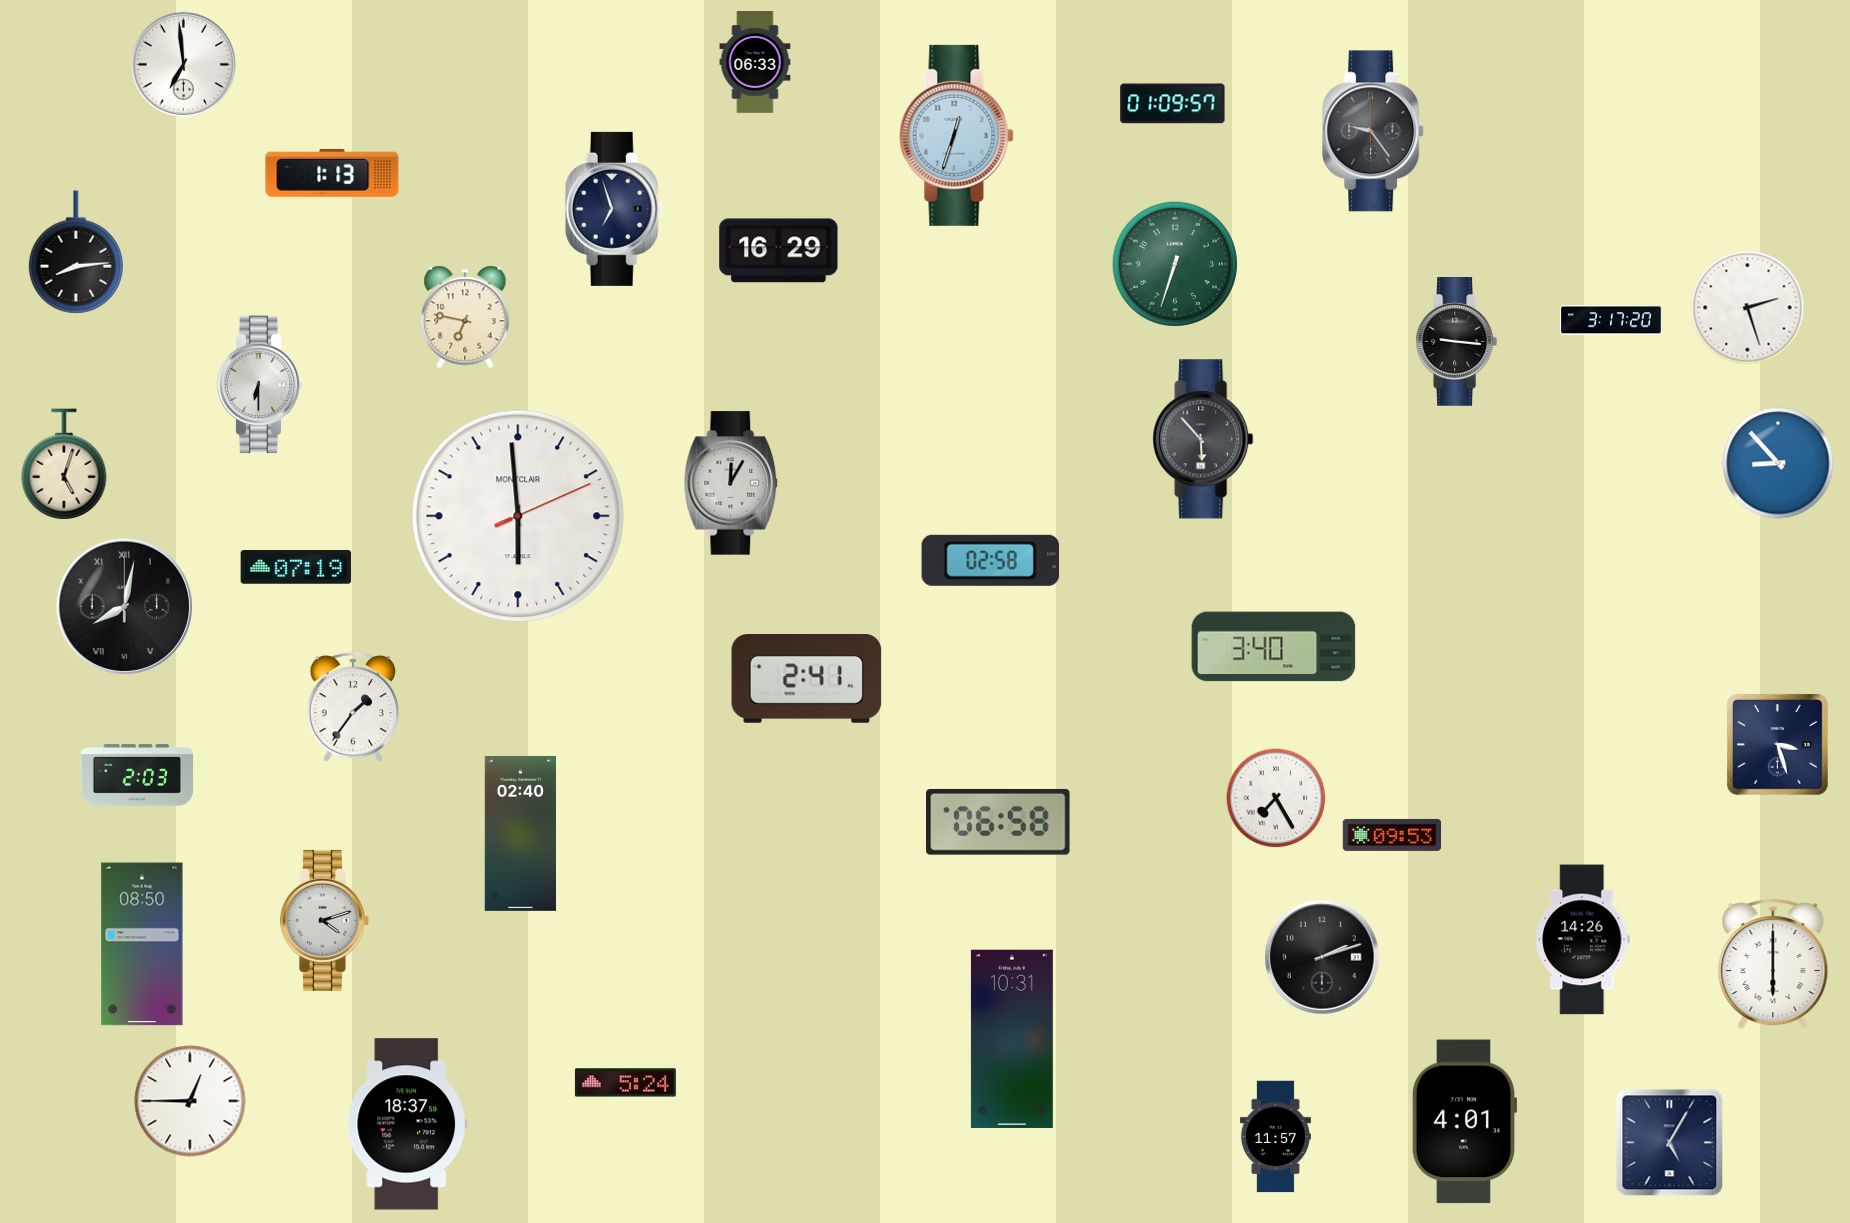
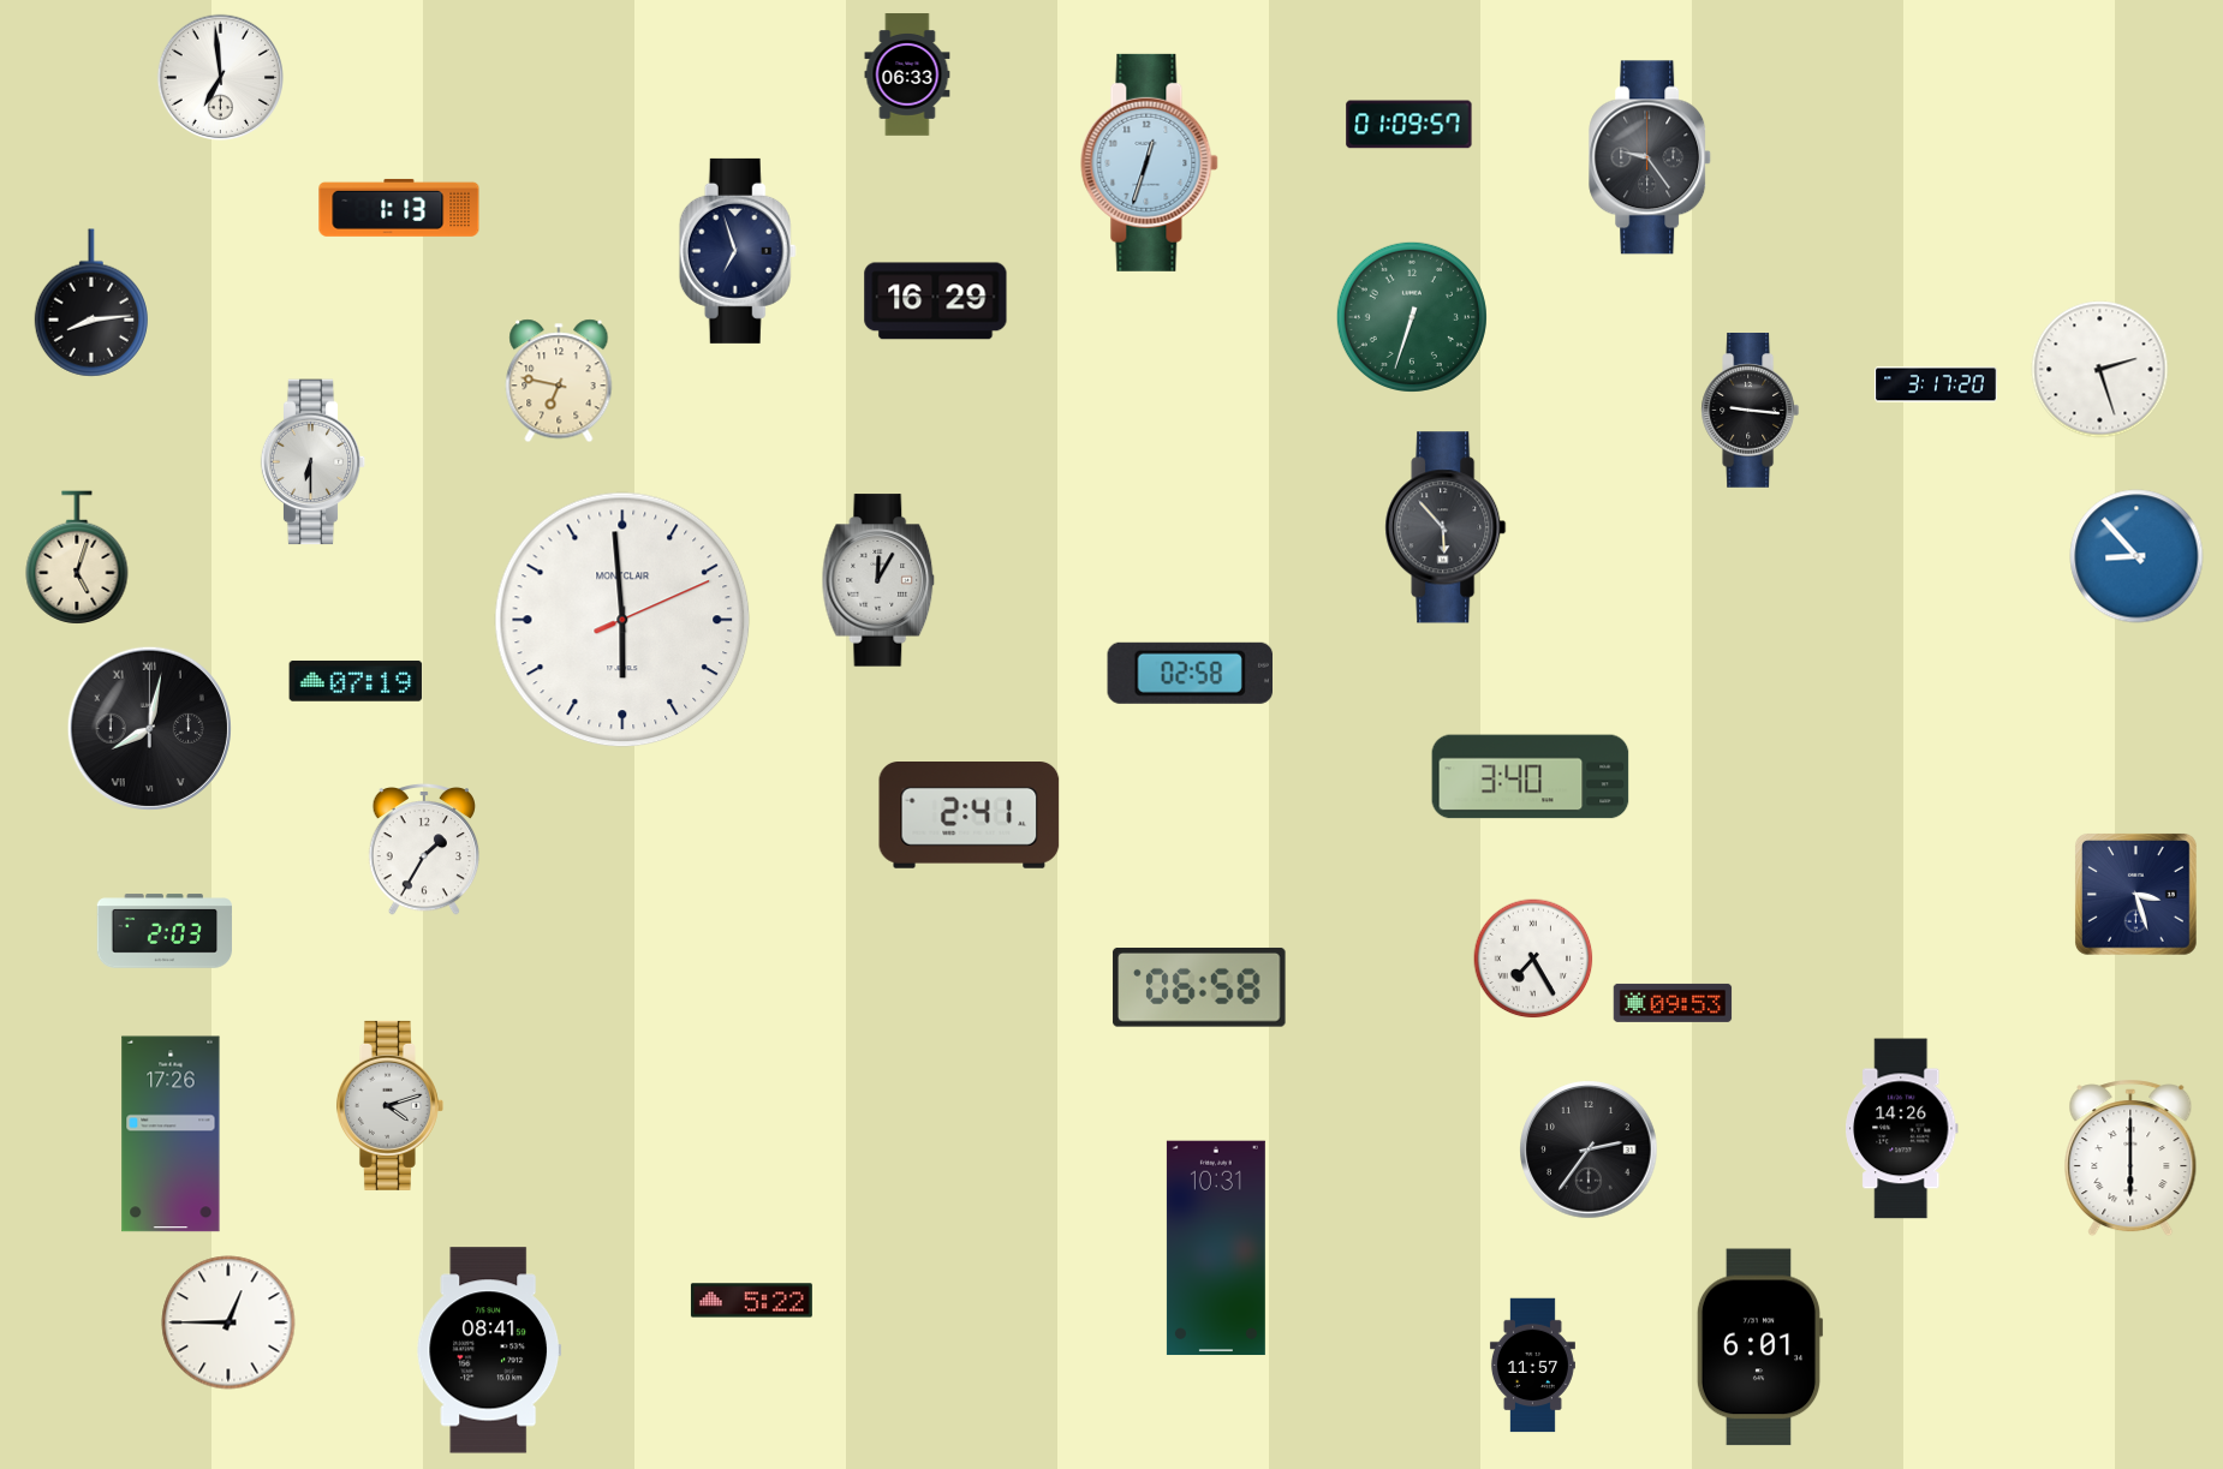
clock at (353, 707): 1:36 -> 1:35
clock at (520, 833): 02:40 -> none
clock at (142, 944): 08:50 -> 17:26
clock at (1322, 957): 2:12 -> 2:36
clock at (625, 1083): 5:24 -> 5:22
clock at (1464, 1122): 4:01 -> 6:01
clock at (407, 1124): 18:37 -> 08:41
clock at (1670, 1143): 5:05 -> none
